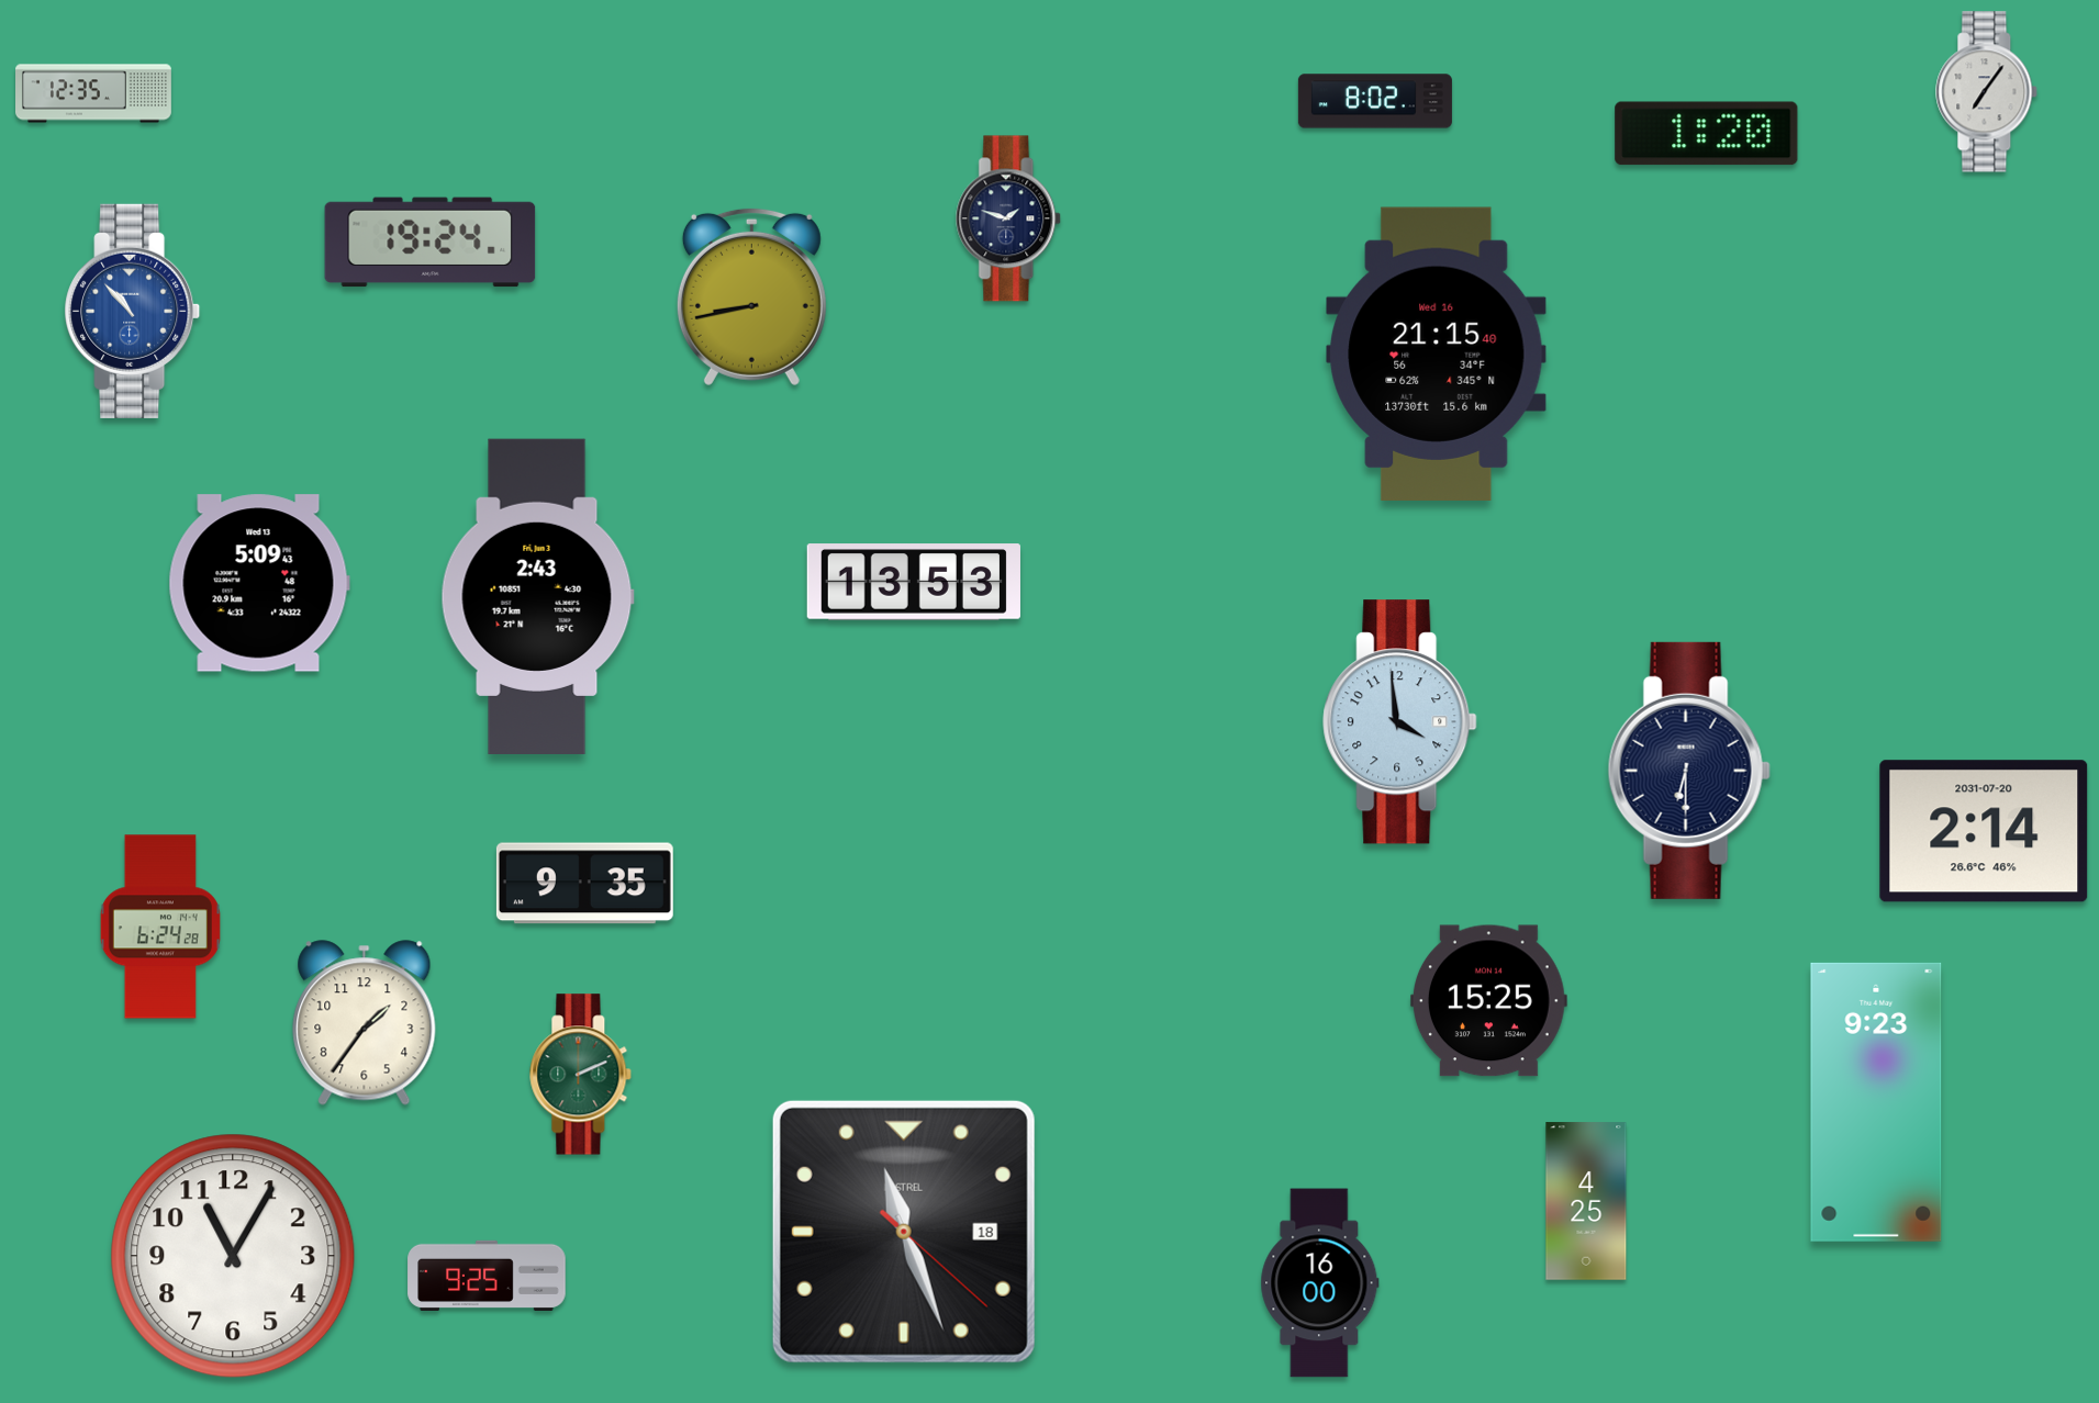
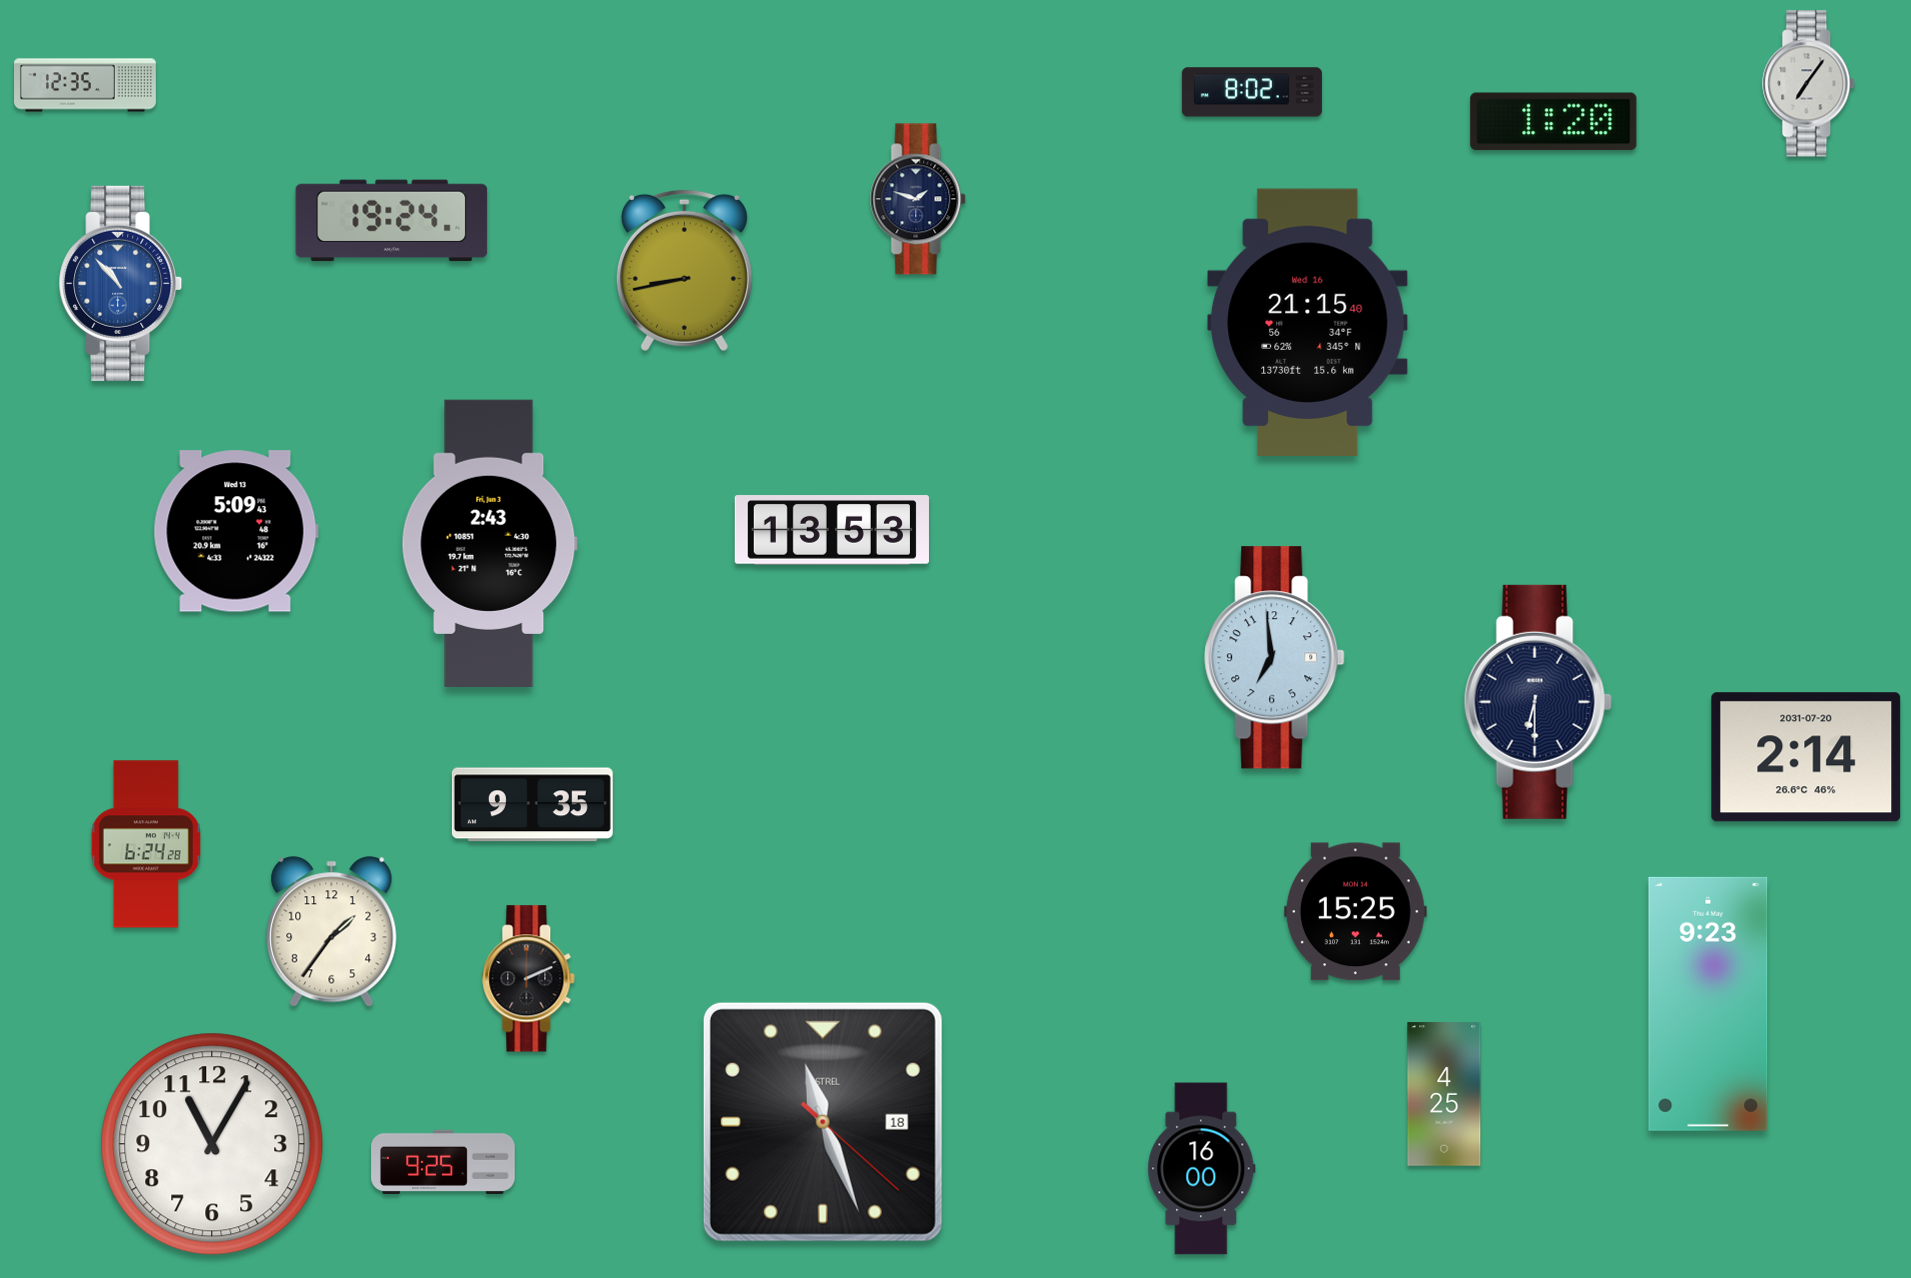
clock at (1400, 722): 3:59 -> 6:59
clock at (581, 1075) dial: green -> black
